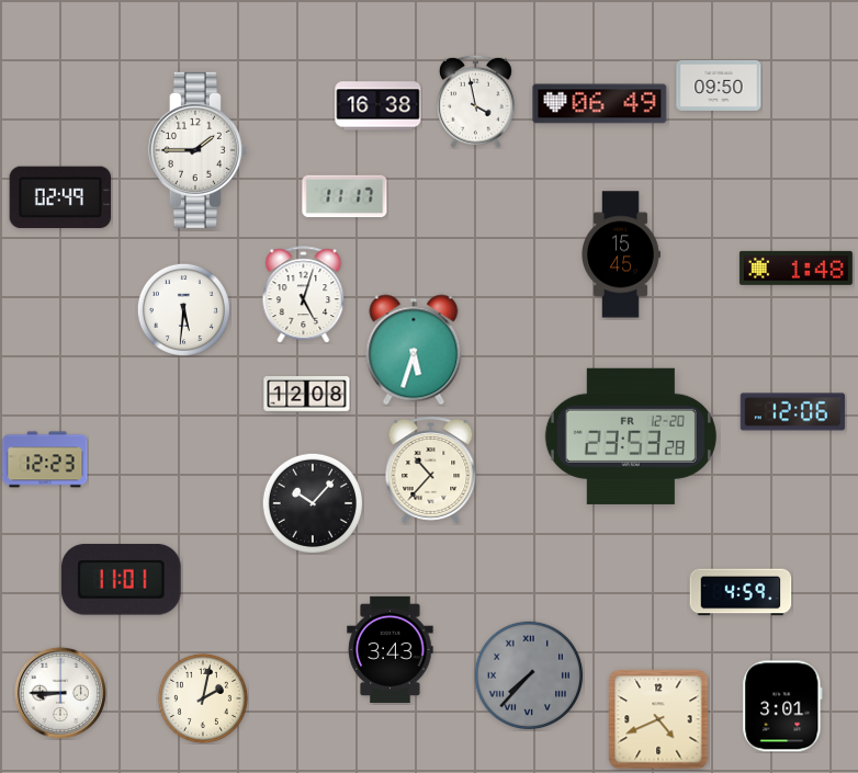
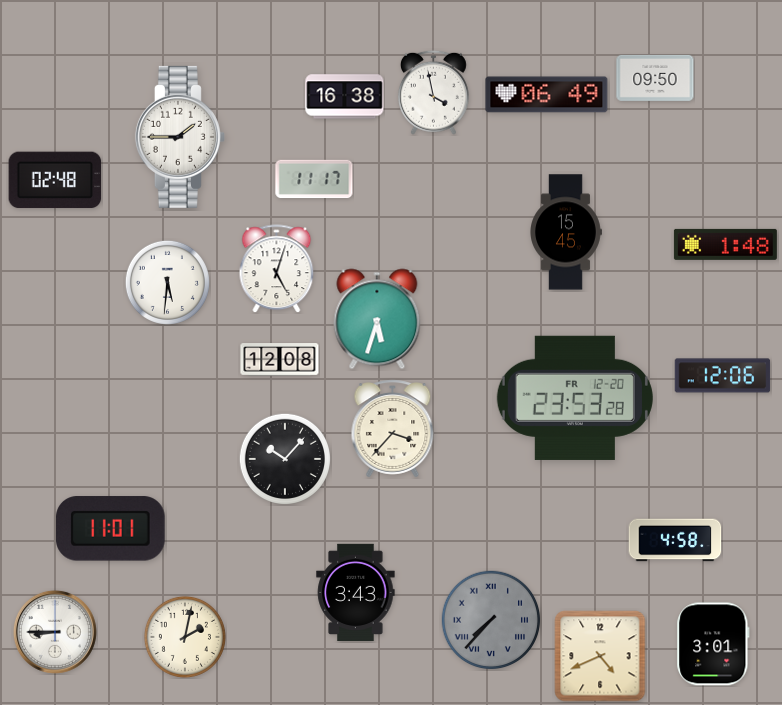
clock at (60, 197): 02:49 -> 02:48
clock at (45, 459): 12:23 -> none
clock at (431, 470): 10:37 -> 3:37
clock at (741, 592): 4:59 -> 4:58
clock at (529, 675) position: (529, 675) -> (491, 620)
